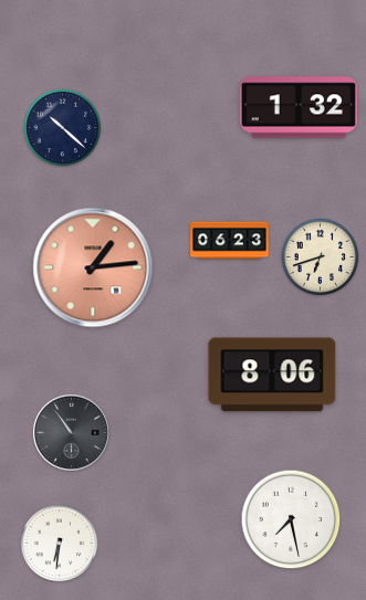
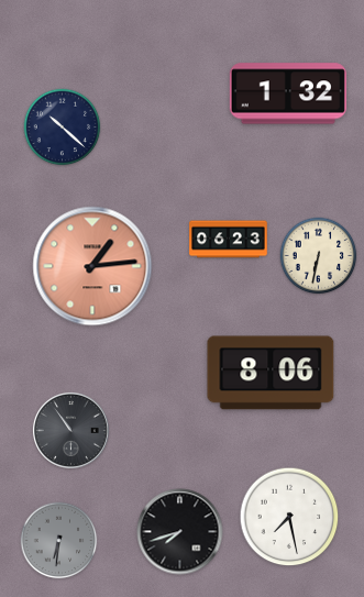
clock at (299, 107) position: (299, 107) -> (288, 93)
clock at (321, 257): 6:42 -> 6:32
clock at (180, 532): none -> 7:42
clock at (60, 544) dial: white -> grey
